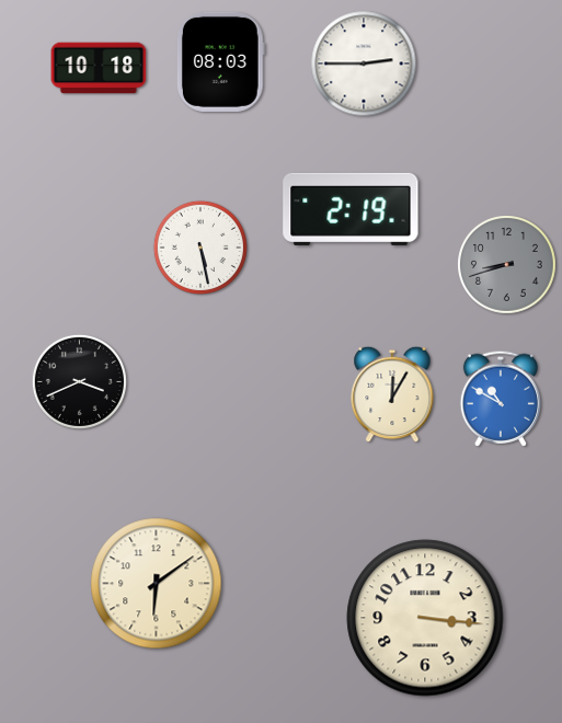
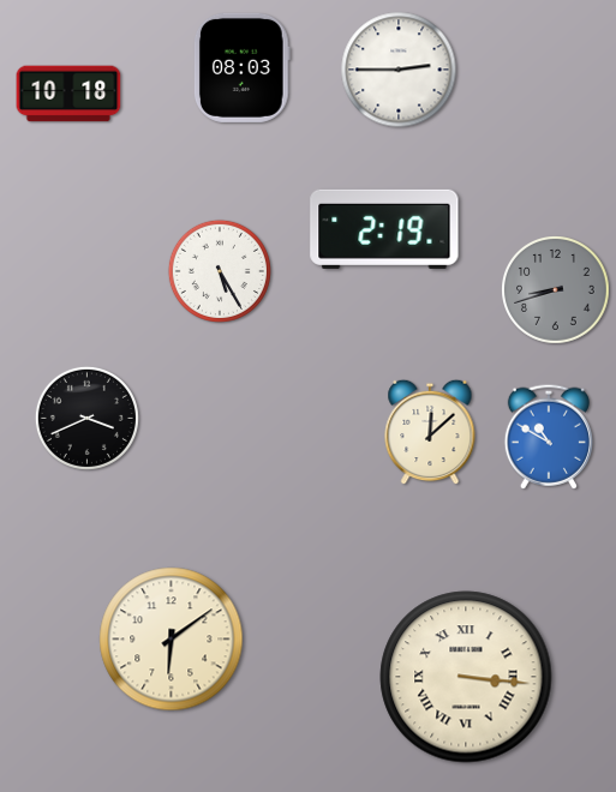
clock at (99, 68) position: (99, 68) -> (68, 94)
clock at (200, 248): 5:28 -> 5:25
clock at (392, 394): 12:05 -> 12:08
clock at (425, 618) numerals: Arabic -> Roman
